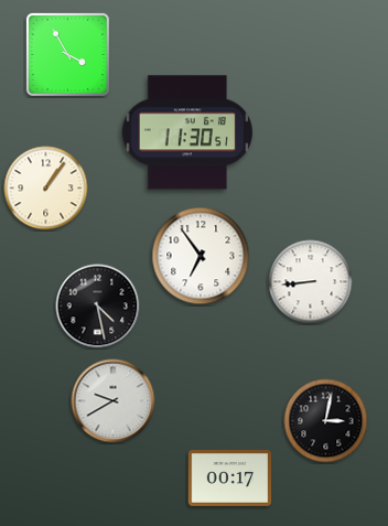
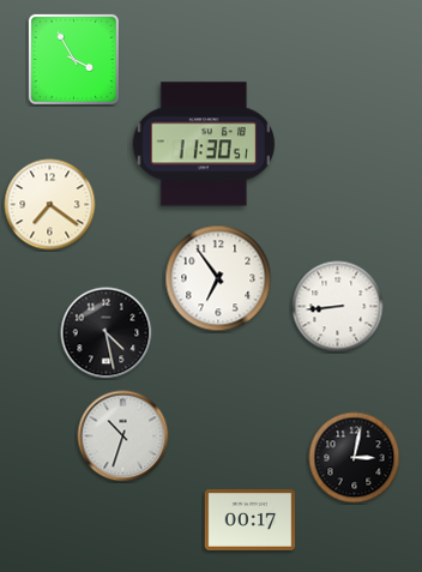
clock at (46, 189): 1:06 -> 7:21
clock at (114, 401): 9:40 -> 10:33
